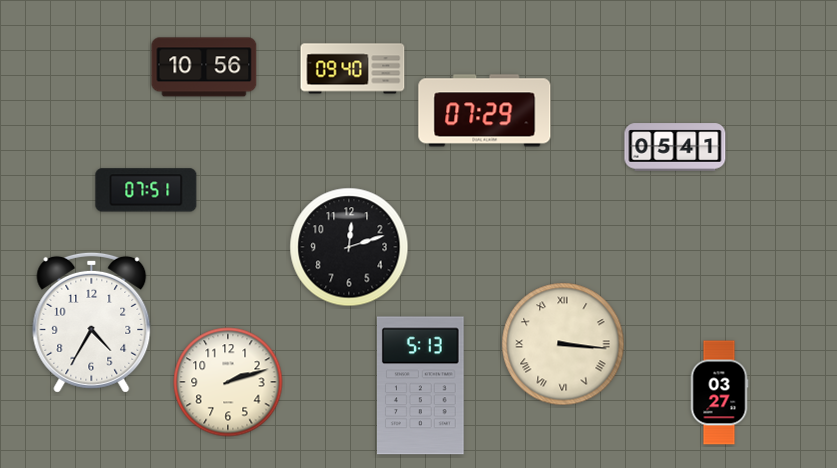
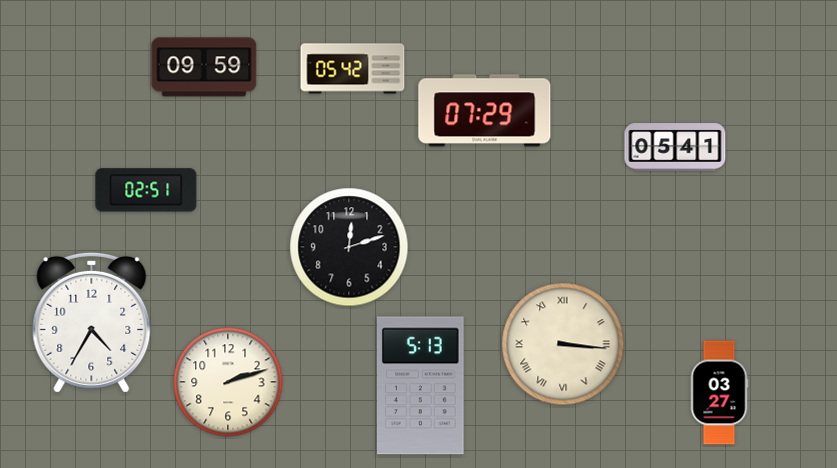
clock at (204, 67): 10:56 -> 09:59
clock at (353, 69): 09:40 -> 05:42
clock at (146, 190): 07:51 -> 02:51
